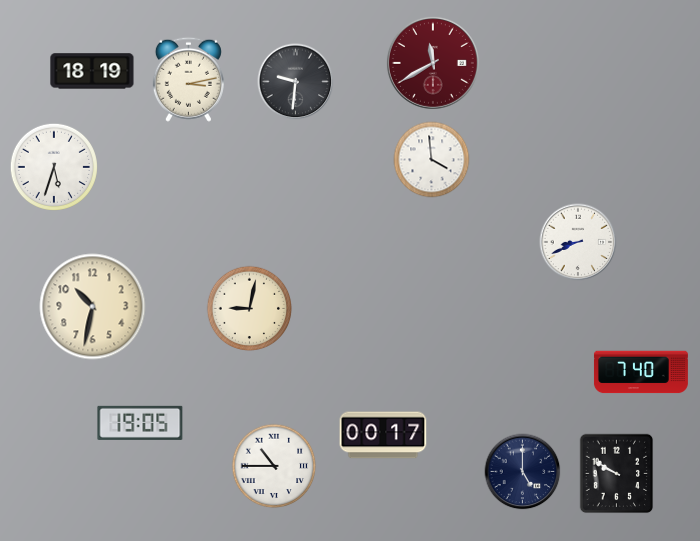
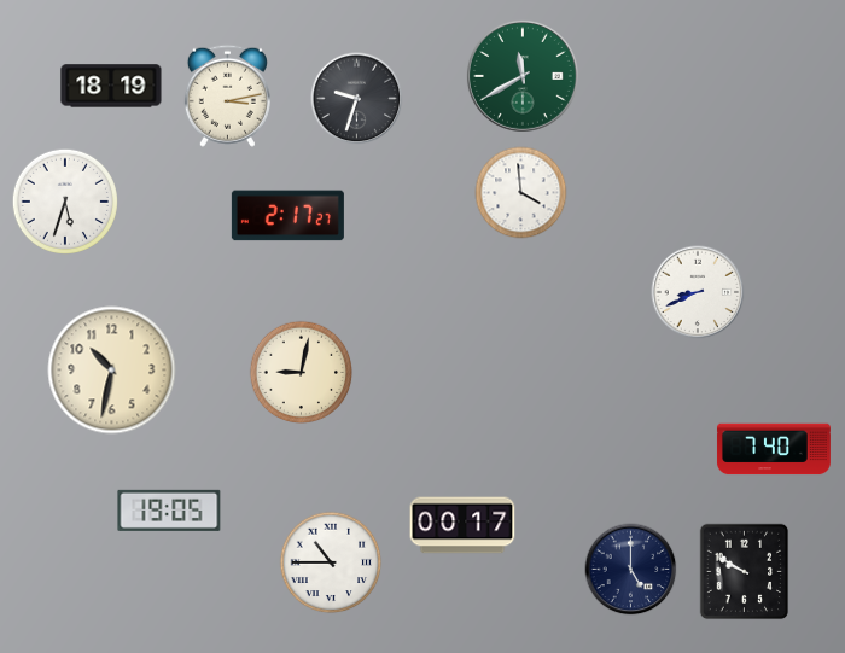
clock at (433, 63) dial: burgundy -> green
clock at (296, 82): 9:31 -> 9:33
clock at (287, 216): none -> 2:17
